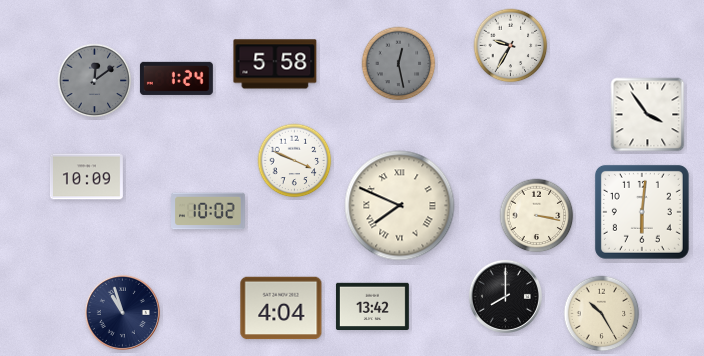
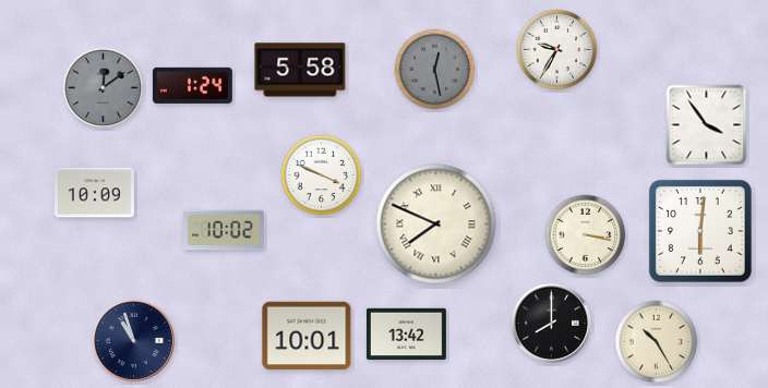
clock at (209, 211) position: (209, 211) -> (225, 230)
clock at (281, 308): 4:04 -> 10:01
